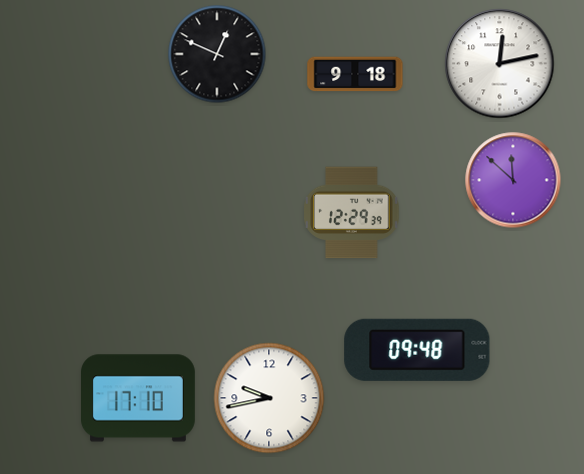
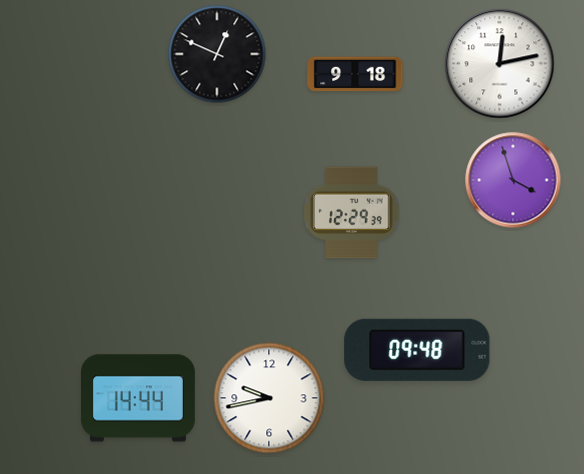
clock at (513, 180): 11:52 -> 3:57
clock at (139, 398): 17:10 -> 14:44
